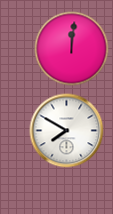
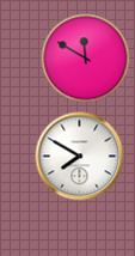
clock at (72, 49): 12:01 -> 11:50
